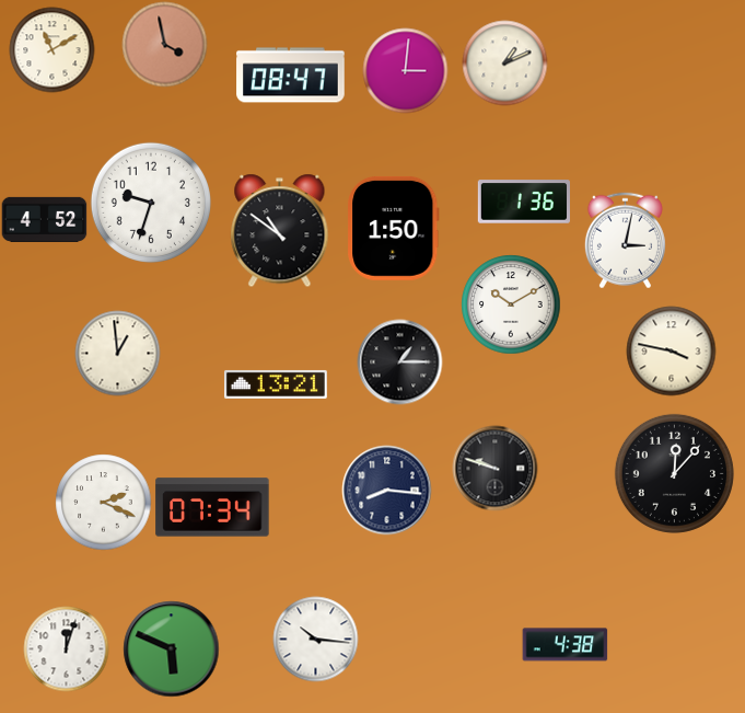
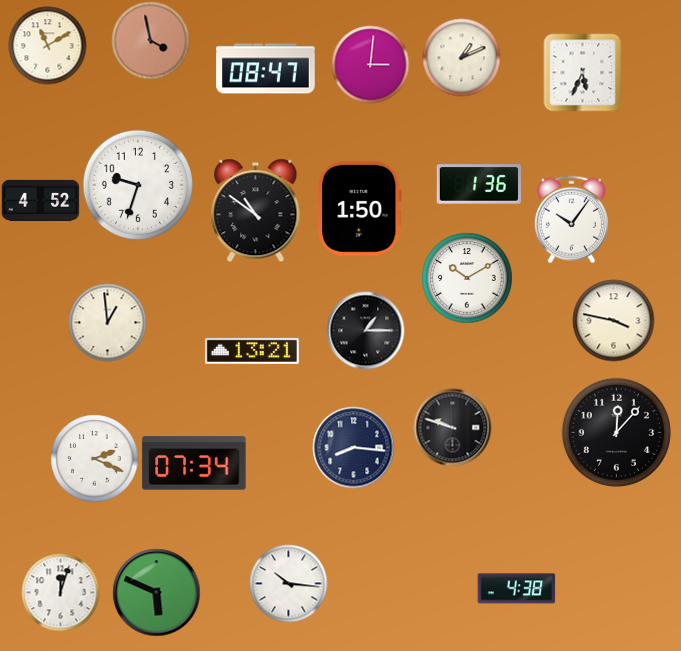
clock at (582, 72): none -> 5:34
clock at (625, 240): 3:02 -> 10:06
